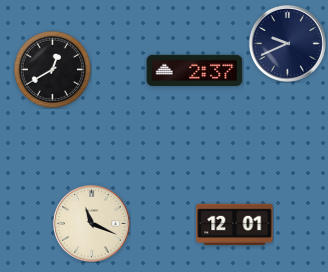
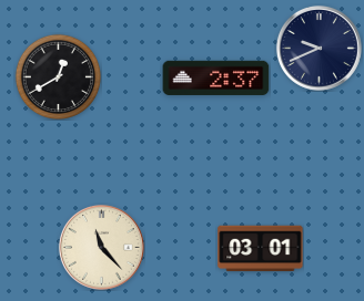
clock at (91, 223): 11:19 -> 11:23
clock at (235, 225): 12:01 -> 03:01
